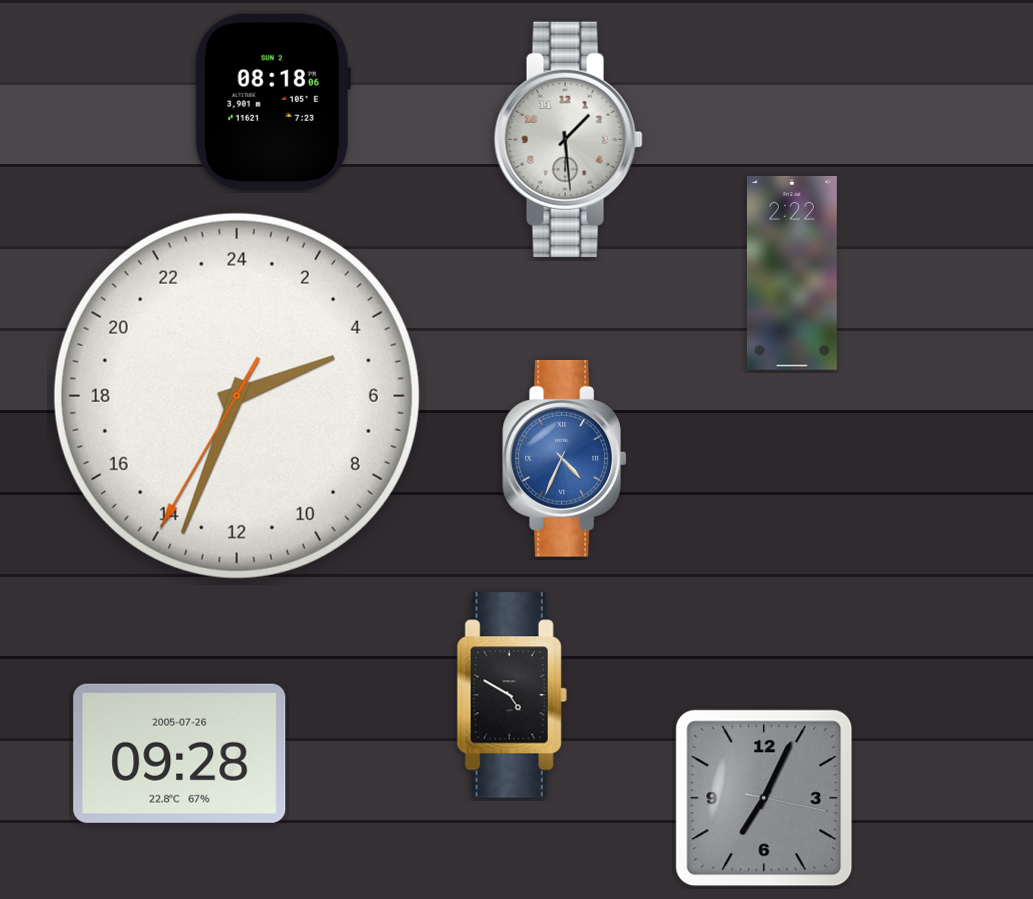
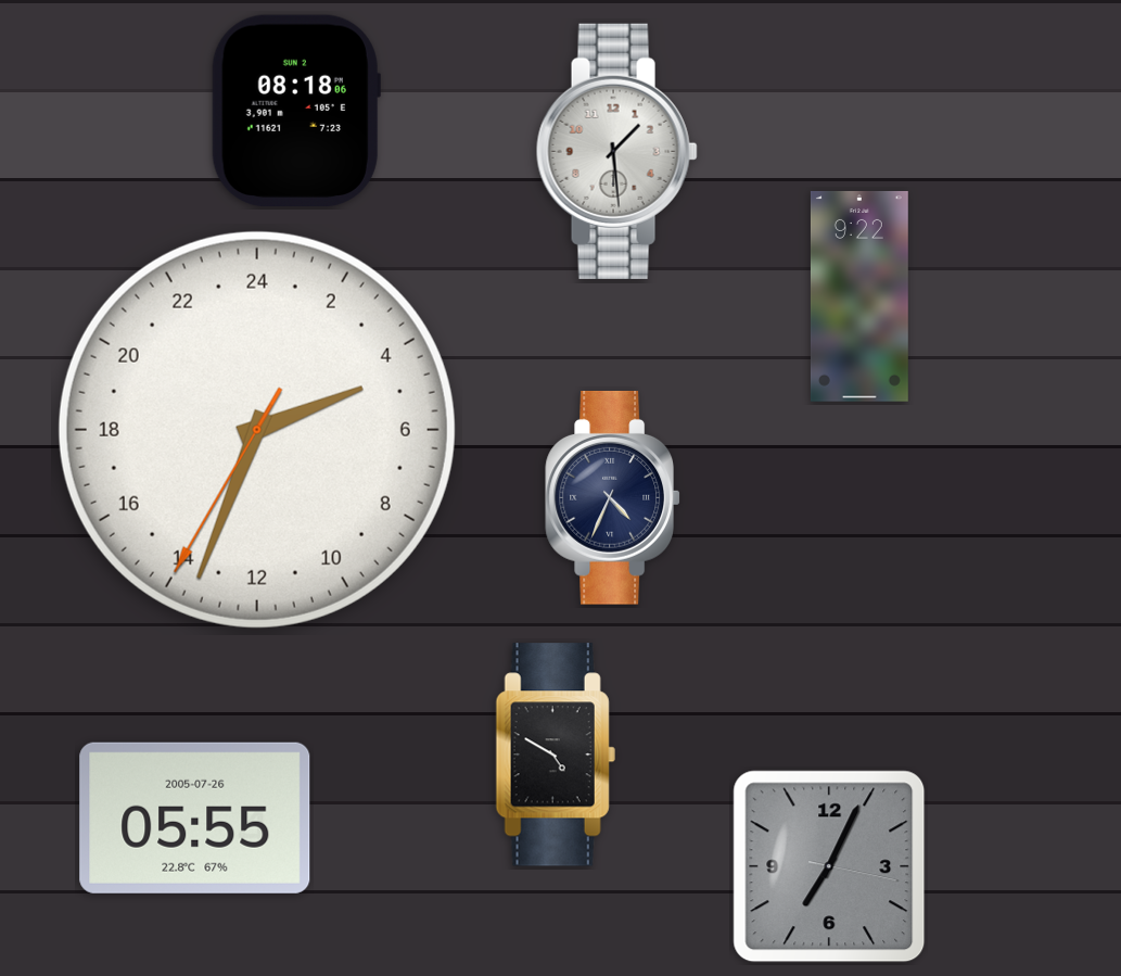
clock at (792, 273): 2:22 -> 9:22
clock at (564, 458) dial: blue -> navy
clock at (180, 753): 09:28 -> 05:55
